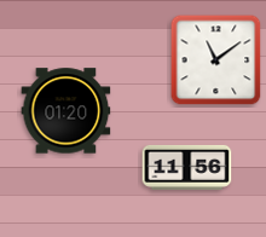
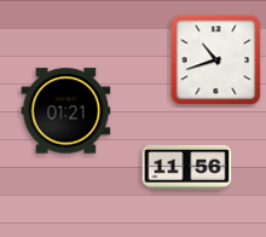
clock at (216, 60): 11:09 -> 10:42
clock at (66, 111): 01:20 -> 01:21
